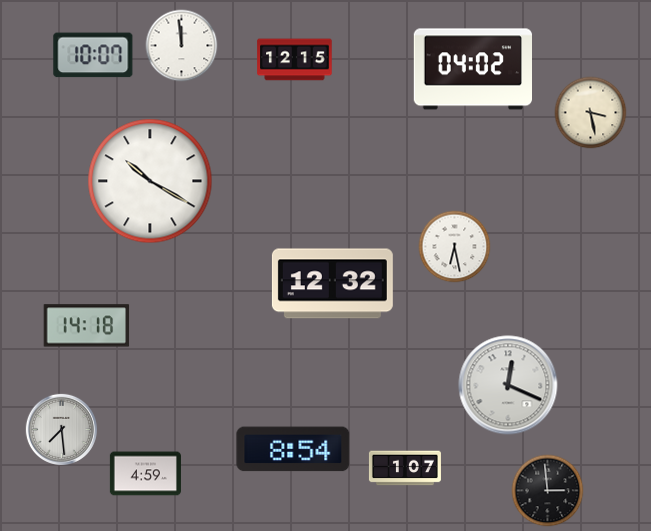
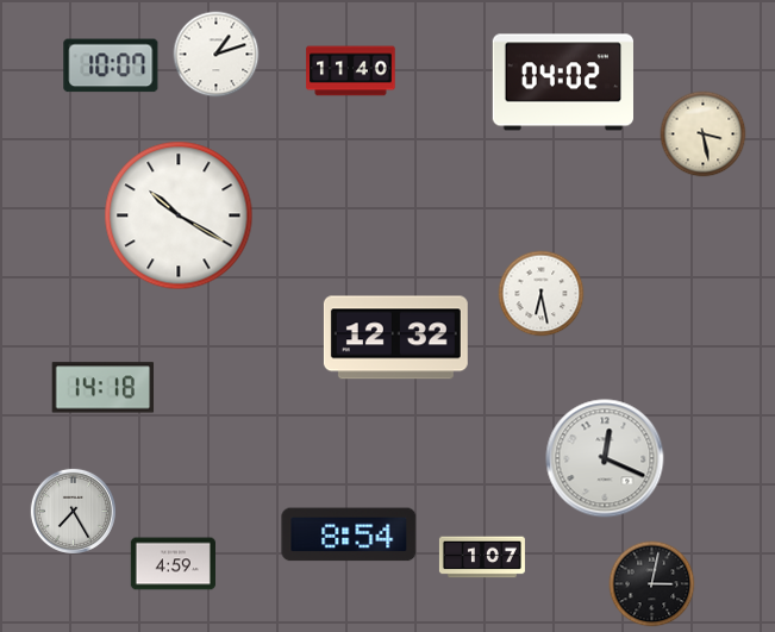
clock at (182, 46): 11:59 -> 1:12
clock at (295, 60): 12:15 -> 11:40
clock at (61, 429): 7:29 -> 7:25
clock at (548, 491): 2:59 -> 3:02
